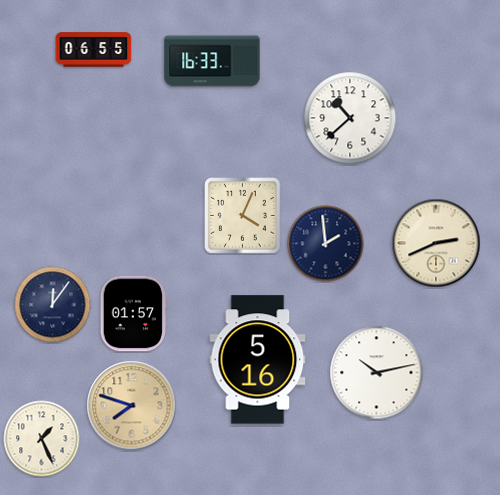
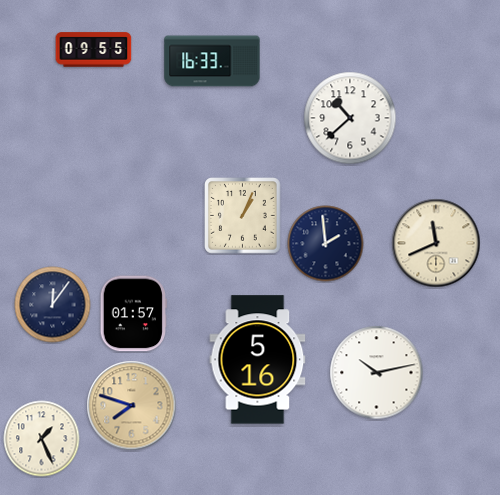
clock at (94, 50): 06:55 -> 09:55
clock at (243, 216): 4:04 -> 1:04
clock at (436, 243): 2:41 -> 11:41
